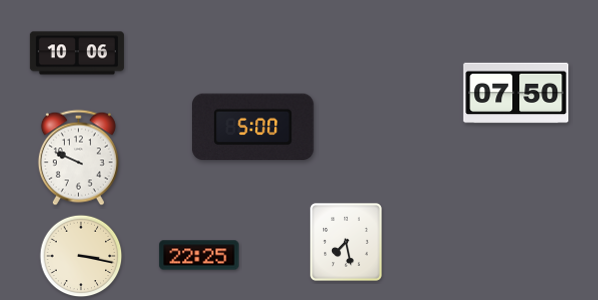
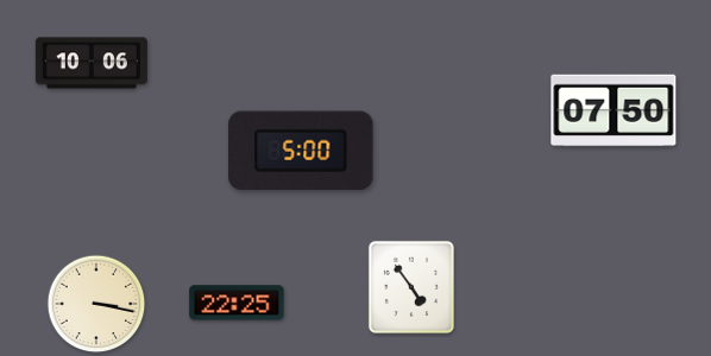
clock at (78, 158): 9:49 -> none
clock at (346, 242): 7:28 -> 4:54
